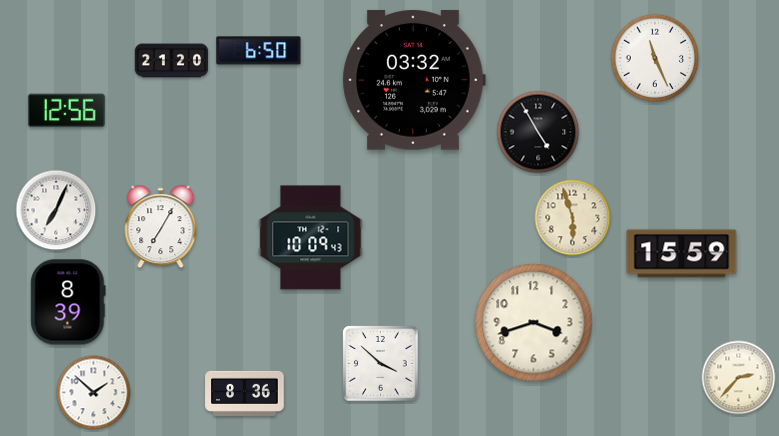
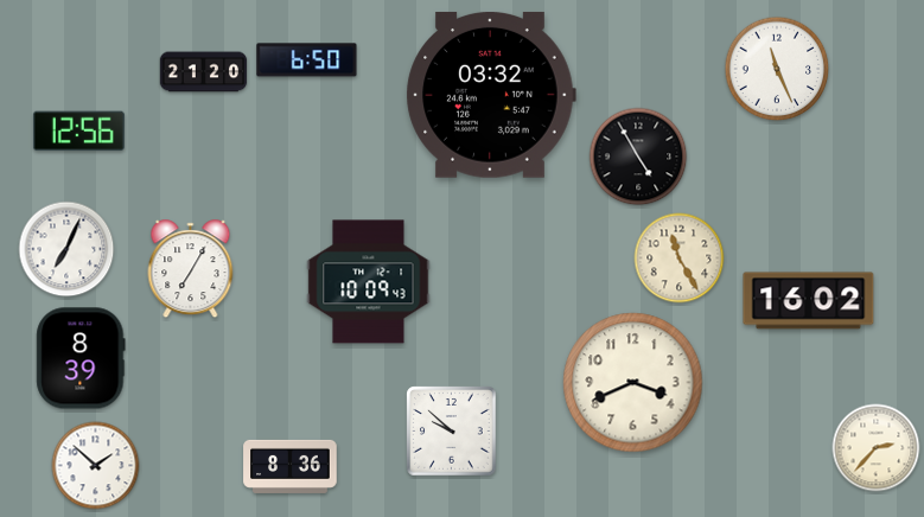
clock at (573, 218): 5:57 -> 11:25
clock at (682, 254): 15:59 -> 16:02
clock at (534, 323): 3:42 -> 3:41
clock at (381, 364): 3:52 -> 9:52
clock at (94, 393) position: (94, 393) -> (96, 466)
